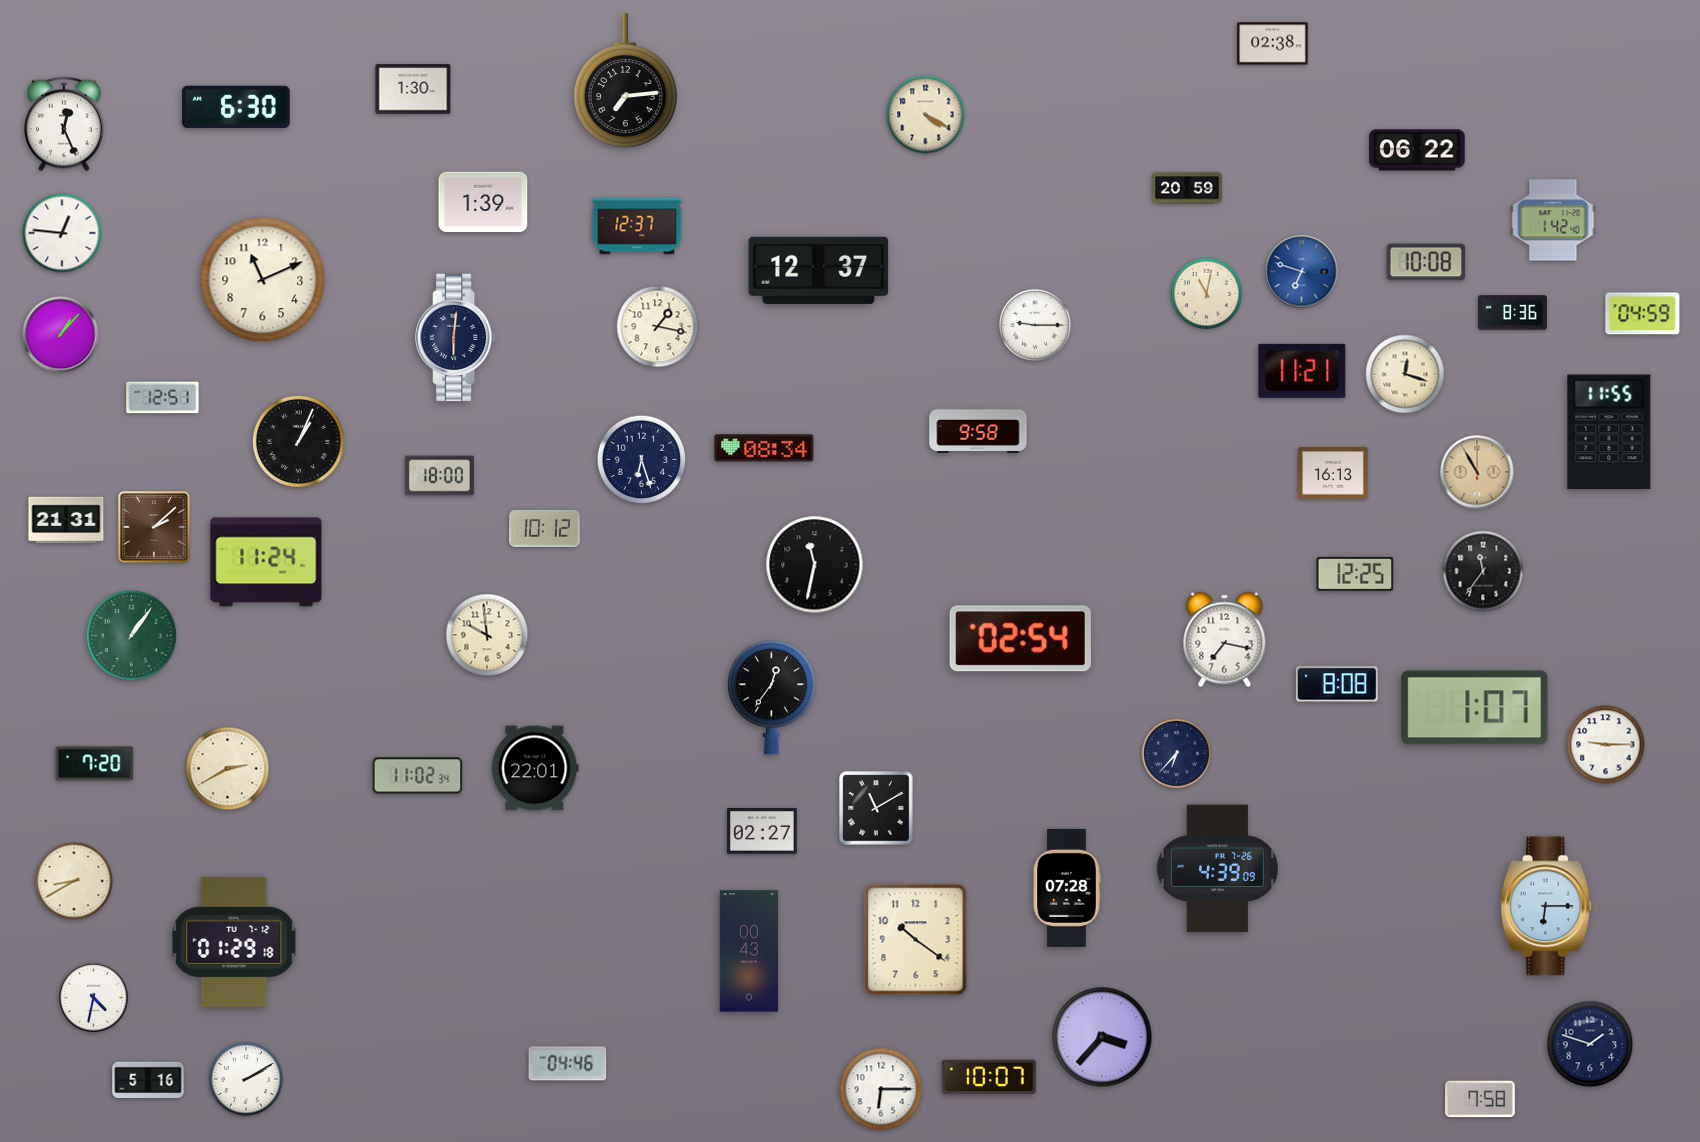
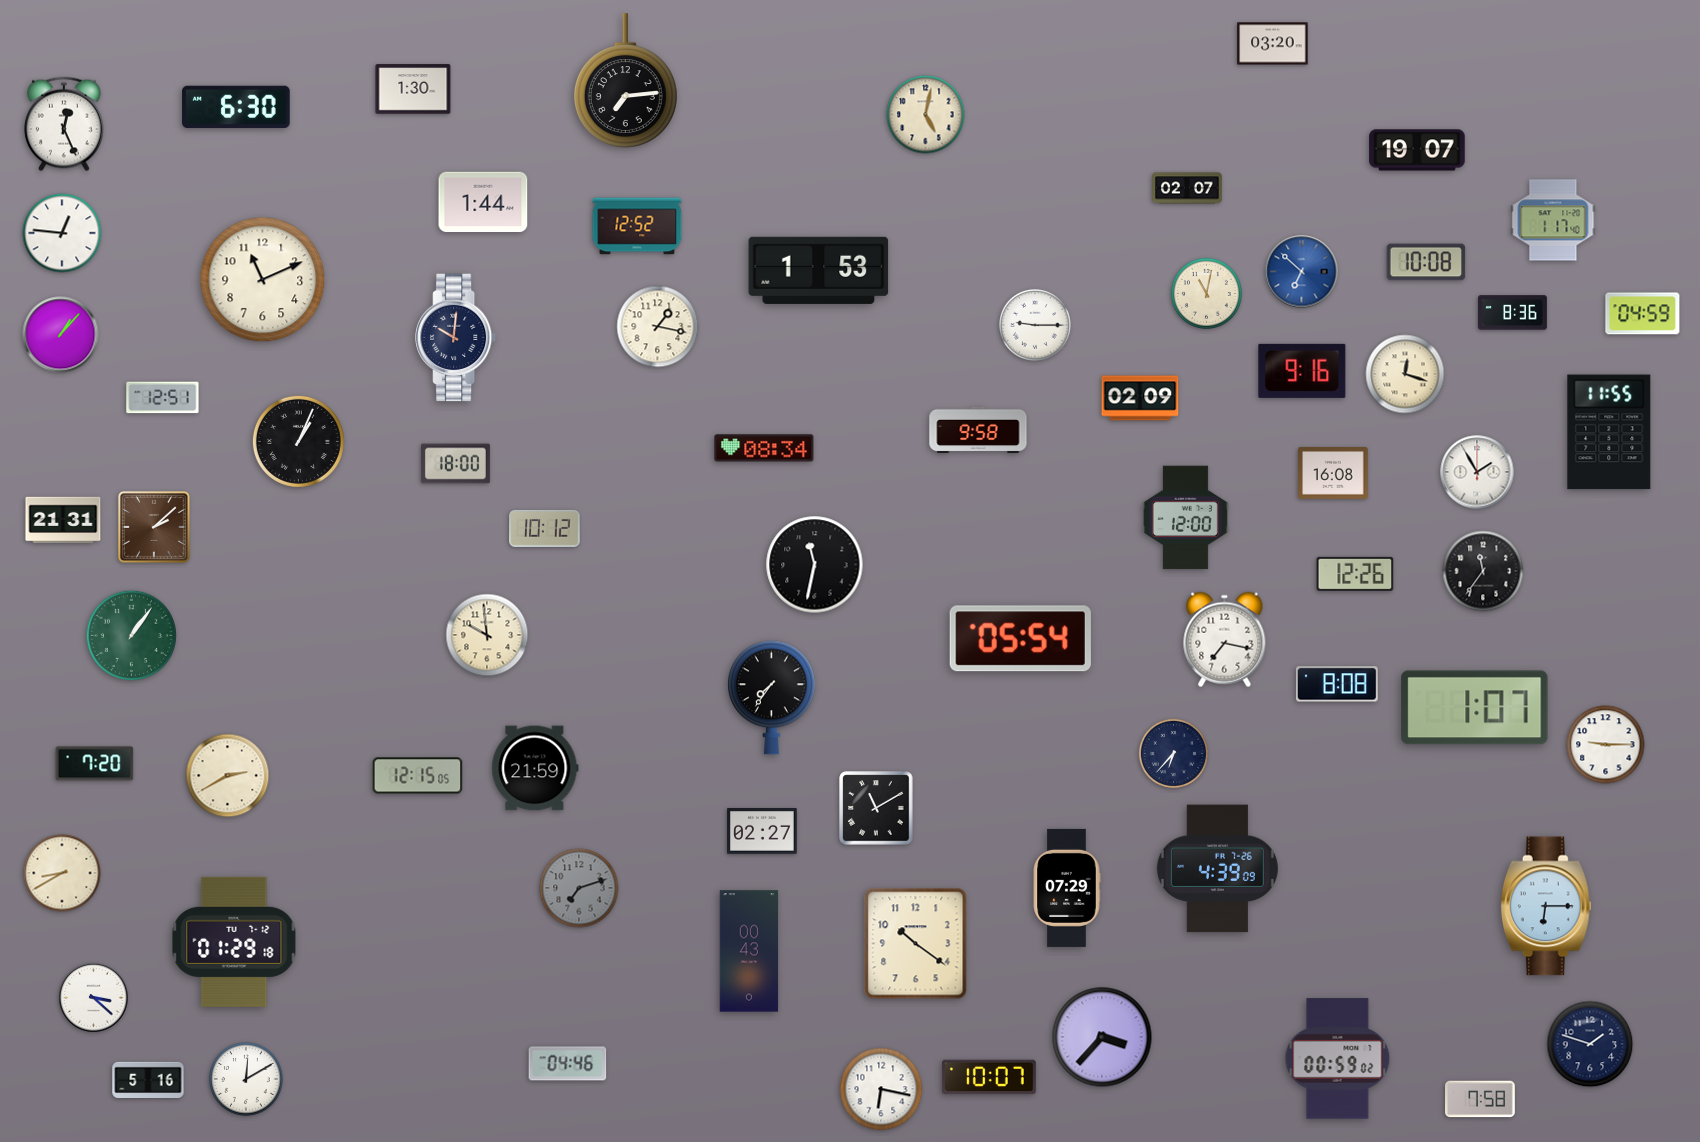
clock at (1273, 44): 02:38 -> 03:20
clock at (926, 115): 4:20 -> 5:02
clock at (1417, 150): 06:22 -> 19:07
clock at (1187, 188): 20:59 -> 02:07
clock at (483, 202): 1:39 -> 1:44
clock at (1553, 220): 1:42 -> 1:17
clock at (637, 226): 12:37 -> 12:52
clock at (819, 270): 12:37 -> 1:53
clock at (1302, 272): 6:48 -> 6:52
clock at (456, 338): 6:01 -> 10:01
clock at (1302, 371): 11:21 -> 9:16
clock at (1140, 398): none -> 02:09
clock at (642, 460): 6:27 -> none
clock at (1477, 472): 10:55 -> 1:55
clock at (1477, 472) dial: champagne -> white
clock at (1333, 474): 16:13 -> 16:08
clock at (439, 476) position: (439, 476) -> (455, 464)
clock at (1185, 518): none -> 12:00
clock at (66, 520) position: (66, 520) -> (63, 520)
clock at (266, 562): 11:24 -> none
clock at (1355, 574): 12:25 -> 12:26
clock at (1020, 639): 02:54 -> 05:54
clock at (771, 698): 12:36 -> 7:36
clock at (1177, 754) position: (1177, 754) -> (1174, 754)
clock at (535, 768): 22:01 -> 21:59
clock at (228, 769) position: (228, 769) -> (228, 776)
clock at (418, 776): 11:02 -> 12:15
clock at (74, 881) position: (74, 881) -> (62, 873)
clock at (579, 888): none -> 7:12
clock at (1067, 888): 07:28 -> 07:29
clock at (916, 940) position: (916, 940) -> (916, 944)
clock at (94, 998): 4:32 -> 3:22
clock at (1338, 1059): none -> 00:59
clock at (246, 1079): 2:10 -> 12:10
clock at (881, 1089): 6:15 -> 6:17
